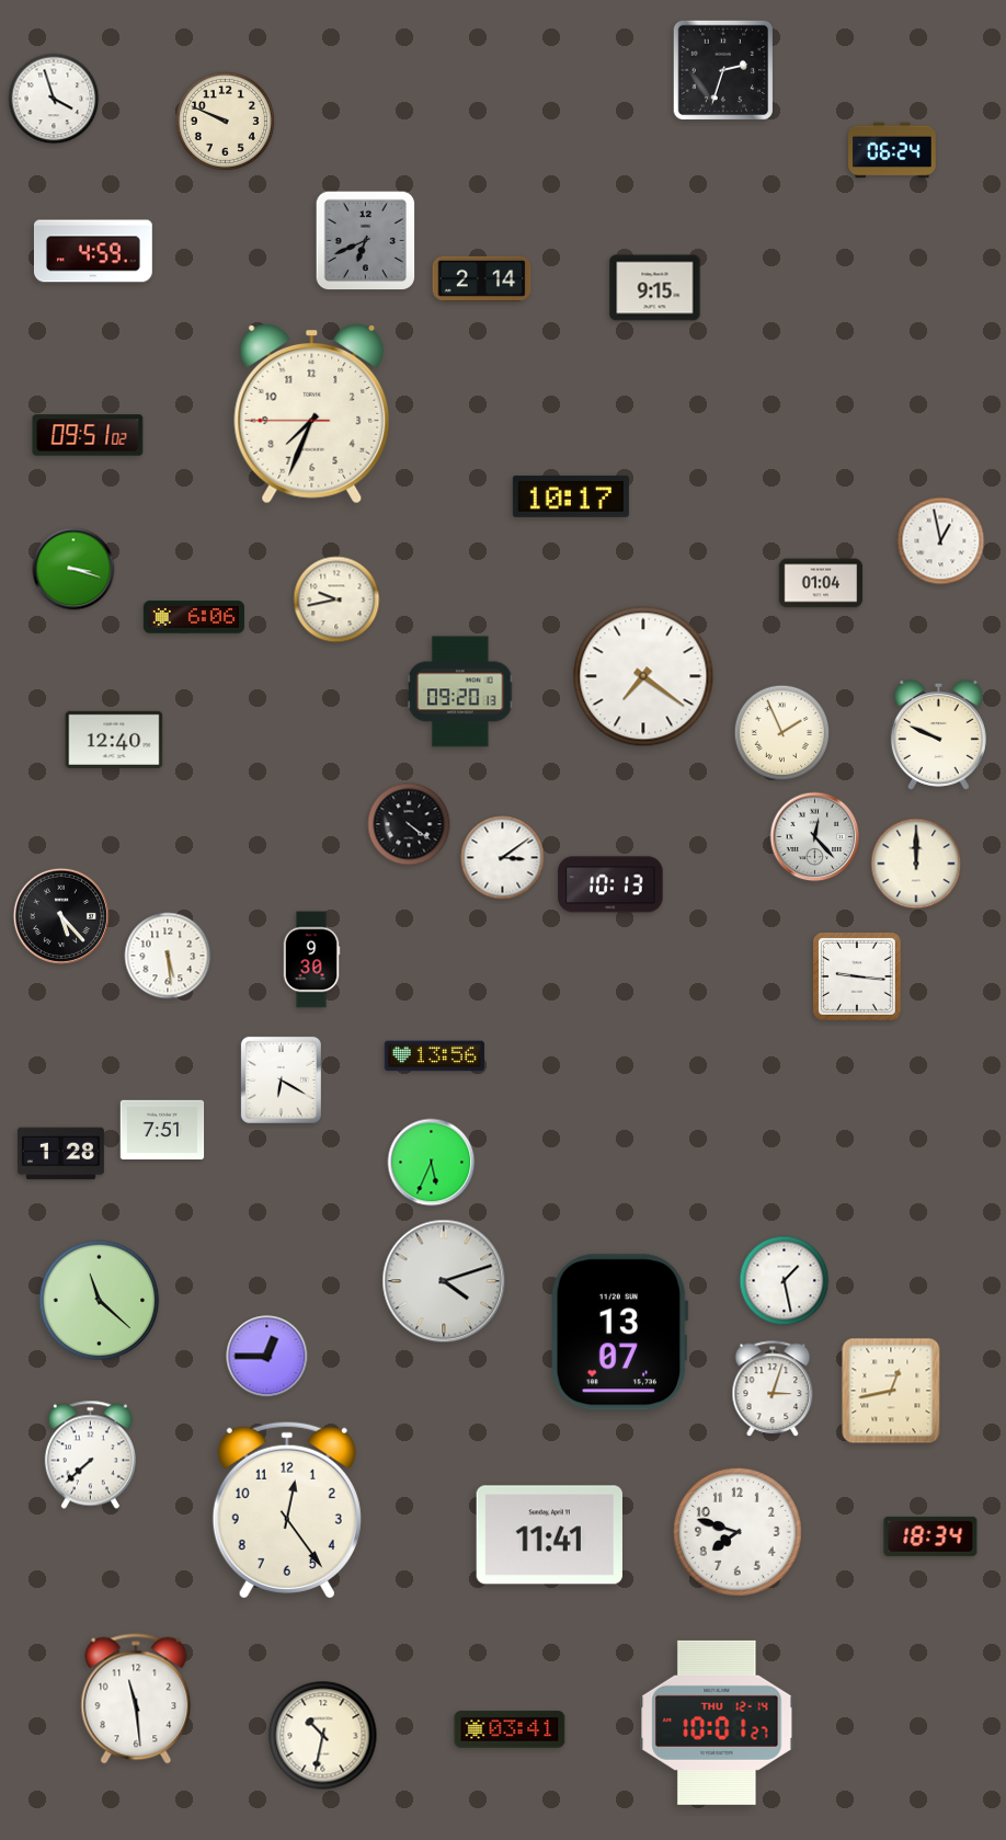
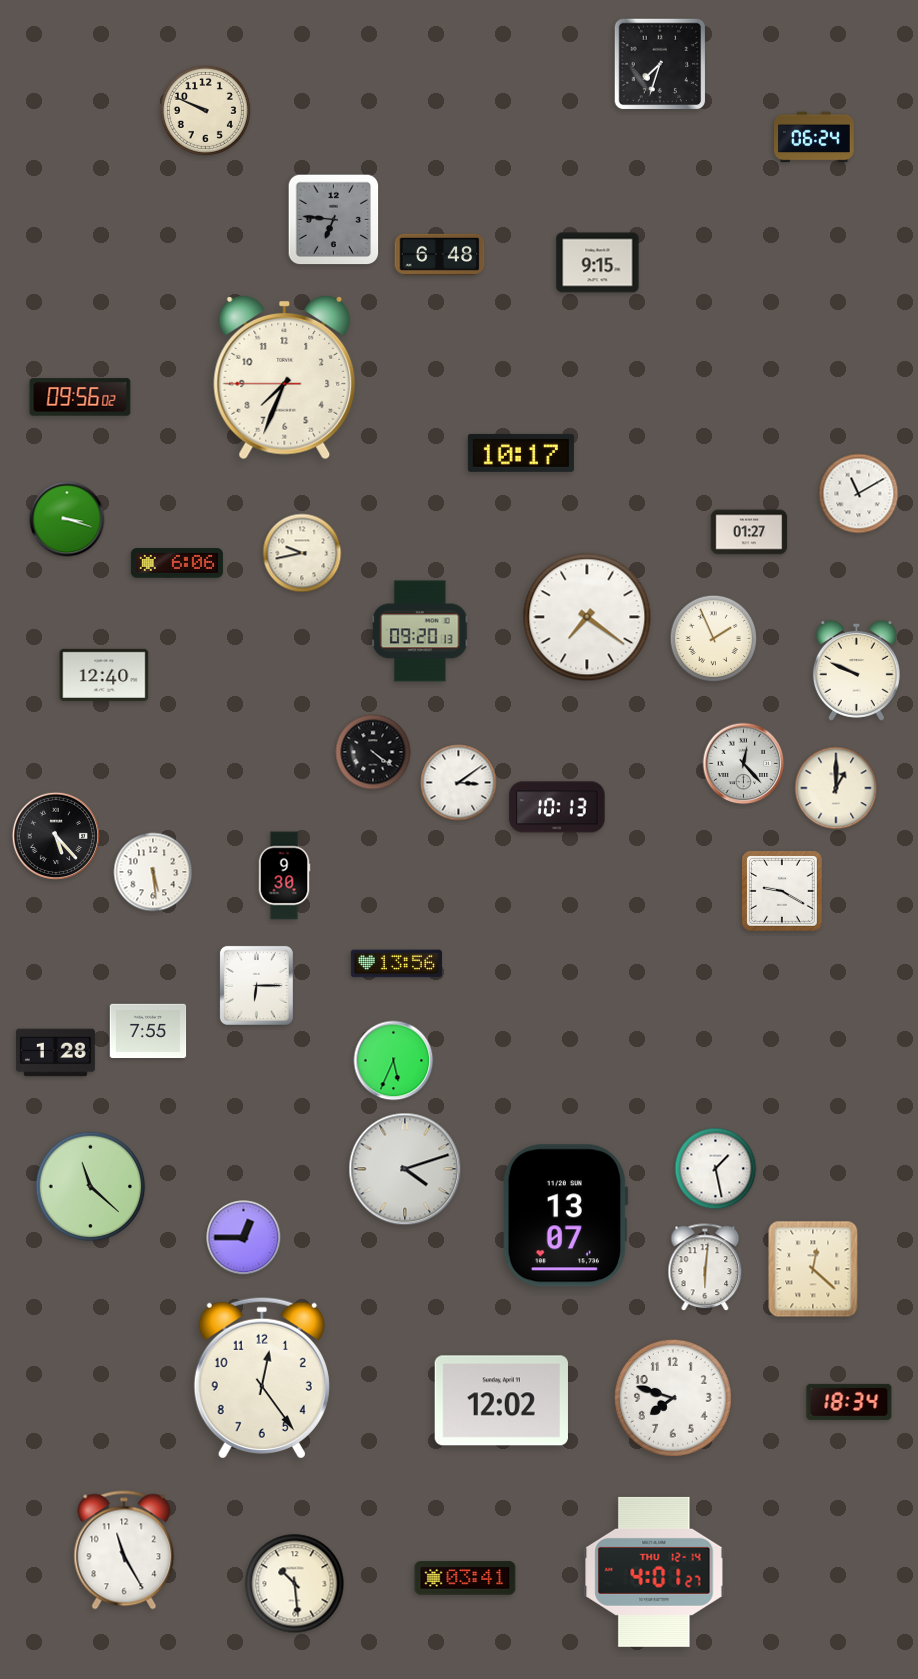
clock at (723, 70): 2:33 -> 7:33
clock at (54, 99): 3:57 -> none
clock at (366, 241): 6:41 -> 6:46
clock at (93, 251): 4:59 -> none
clock at (482, 278): 2:14 -> 6:48
clock at (88, 435): 09:51 -> 09:56
clock at (941, 541): 12:58 -> 11:10
clock at (821, 583): 01:04 -> 01:27
clock at (336, 599) position: (336, 599) -> (302, 553)
clock at (782, 733) position: (782, 733) -> (714, 639)
clock at (916, 864): 12:00 -> 1:00
clock at (857, 976): 9:16 -> 9:20
clock at (281, 1079): 6:20 -> 6:15
clock at (162, 1130): 7:51 -> 7:55
clock at (773, 1390): 3:03 -> 6:01
clock at (891, 1391): 12:43 -> 12:22
clock at (90, 1455): 7:38 -> none
clock at (549, 1535): 11:41 -> 12:02
clock at (136, 1699): 11:29 -> 11:25
clock at (717, 1723): 10:01 -> 4:01
clock at (323, 1736): 10:32 -> 10:29
